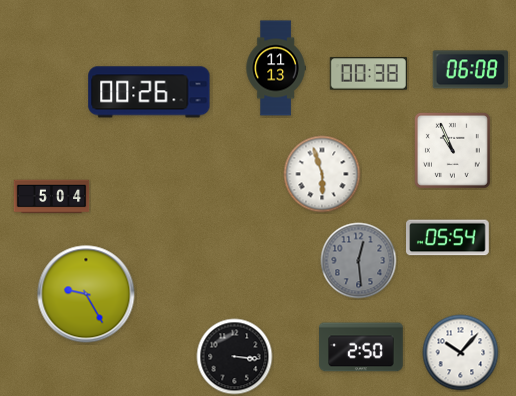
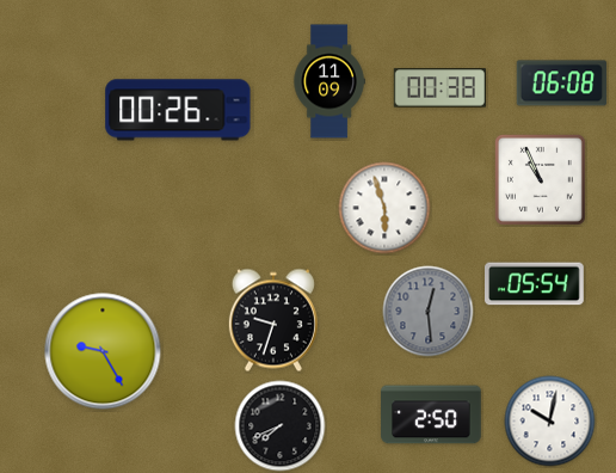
clock at (276, 68): 11:13 -> 11:09
clock at (52, 197): 5:04 -> none
clock at (273, 320): none -> 9:33
clock at (461, 353): 10:07 -> 10:02
clock at (235, 357): 3:16 -> 7:41
